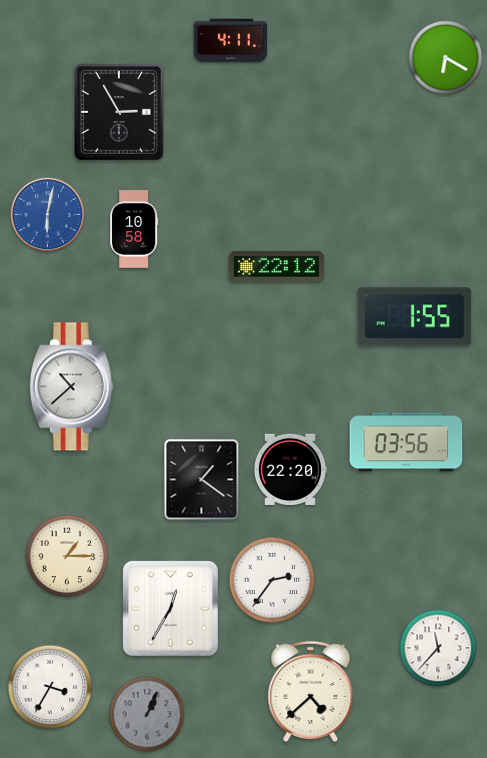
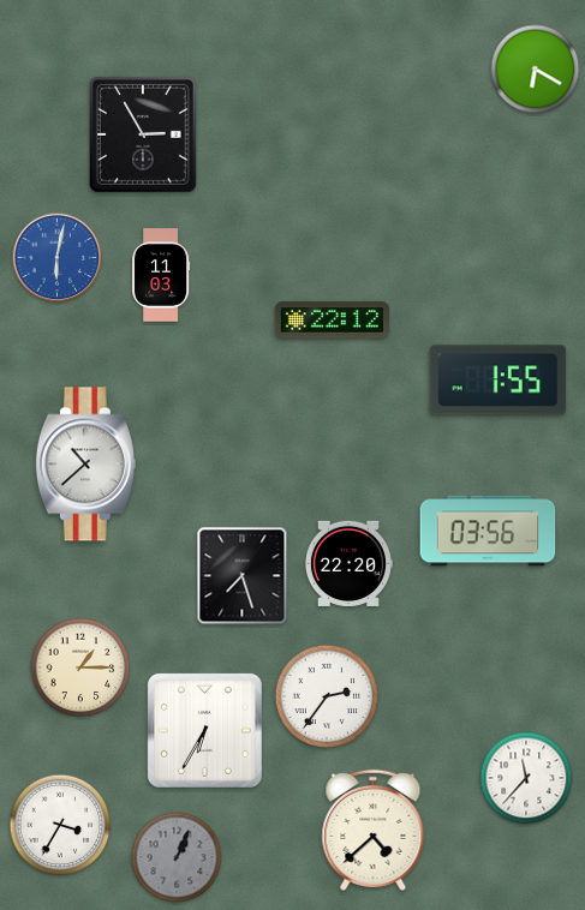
clock at (230, 41): 4:11 -> none
clock at (134, 229): 10:58 -> 11:03
clock at (202, 480): 1:21 -> 7:27
clock at (170, 608): 12:35 -> 6:35
